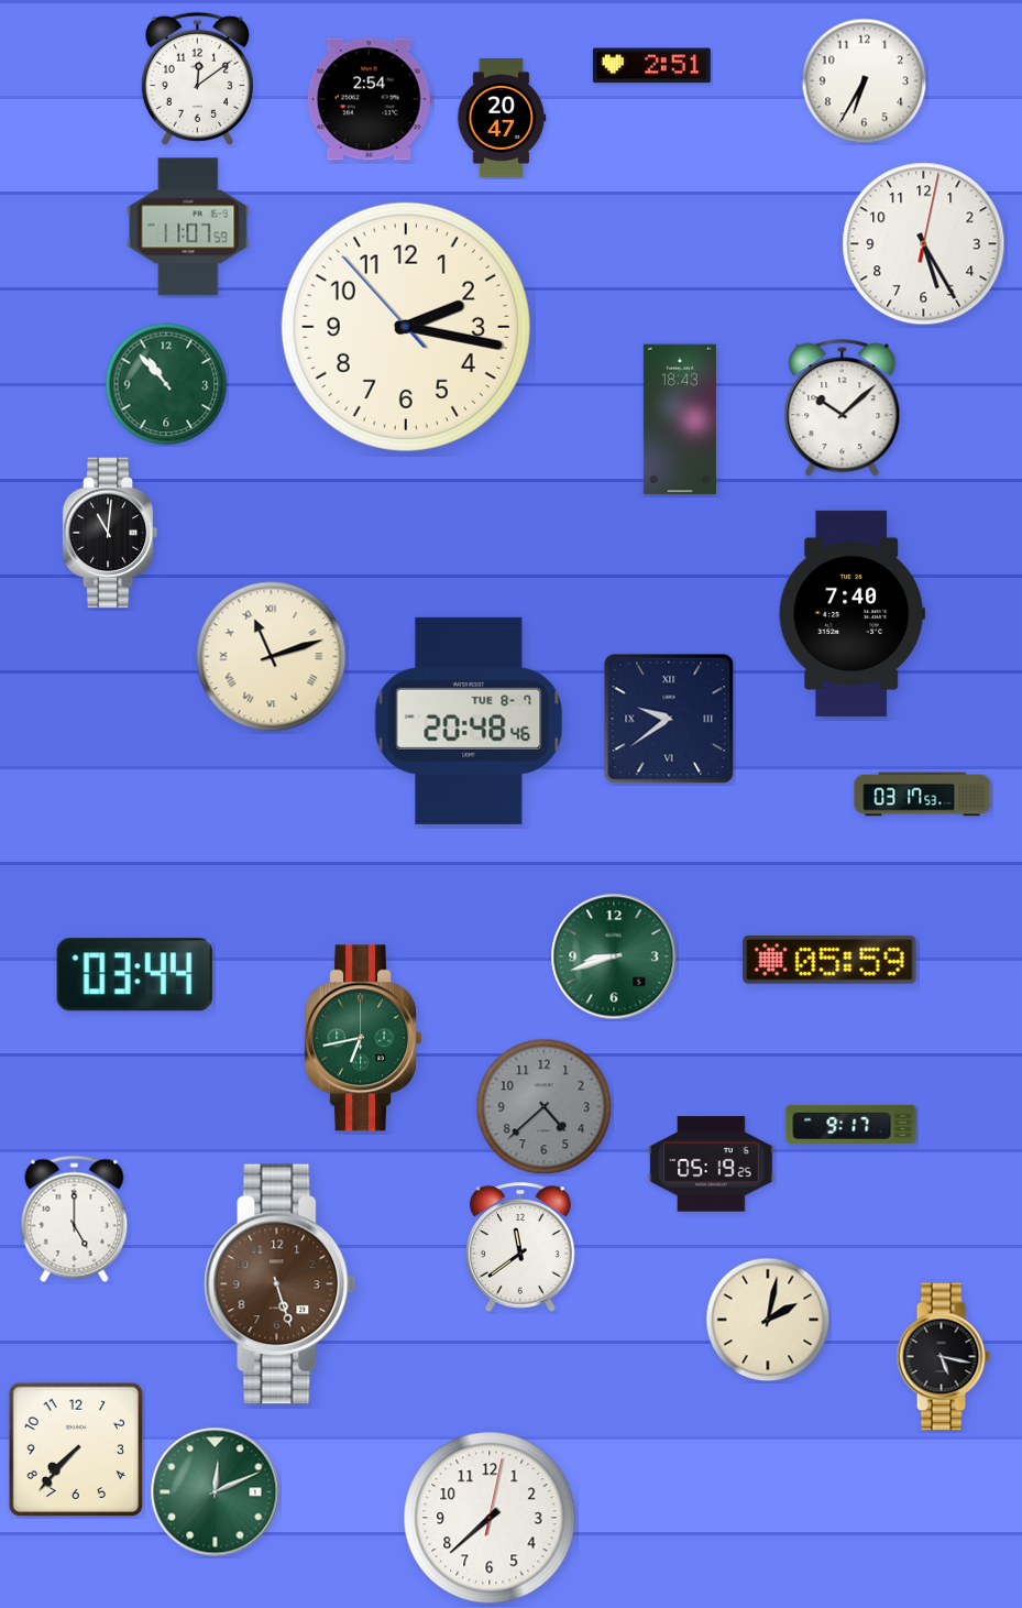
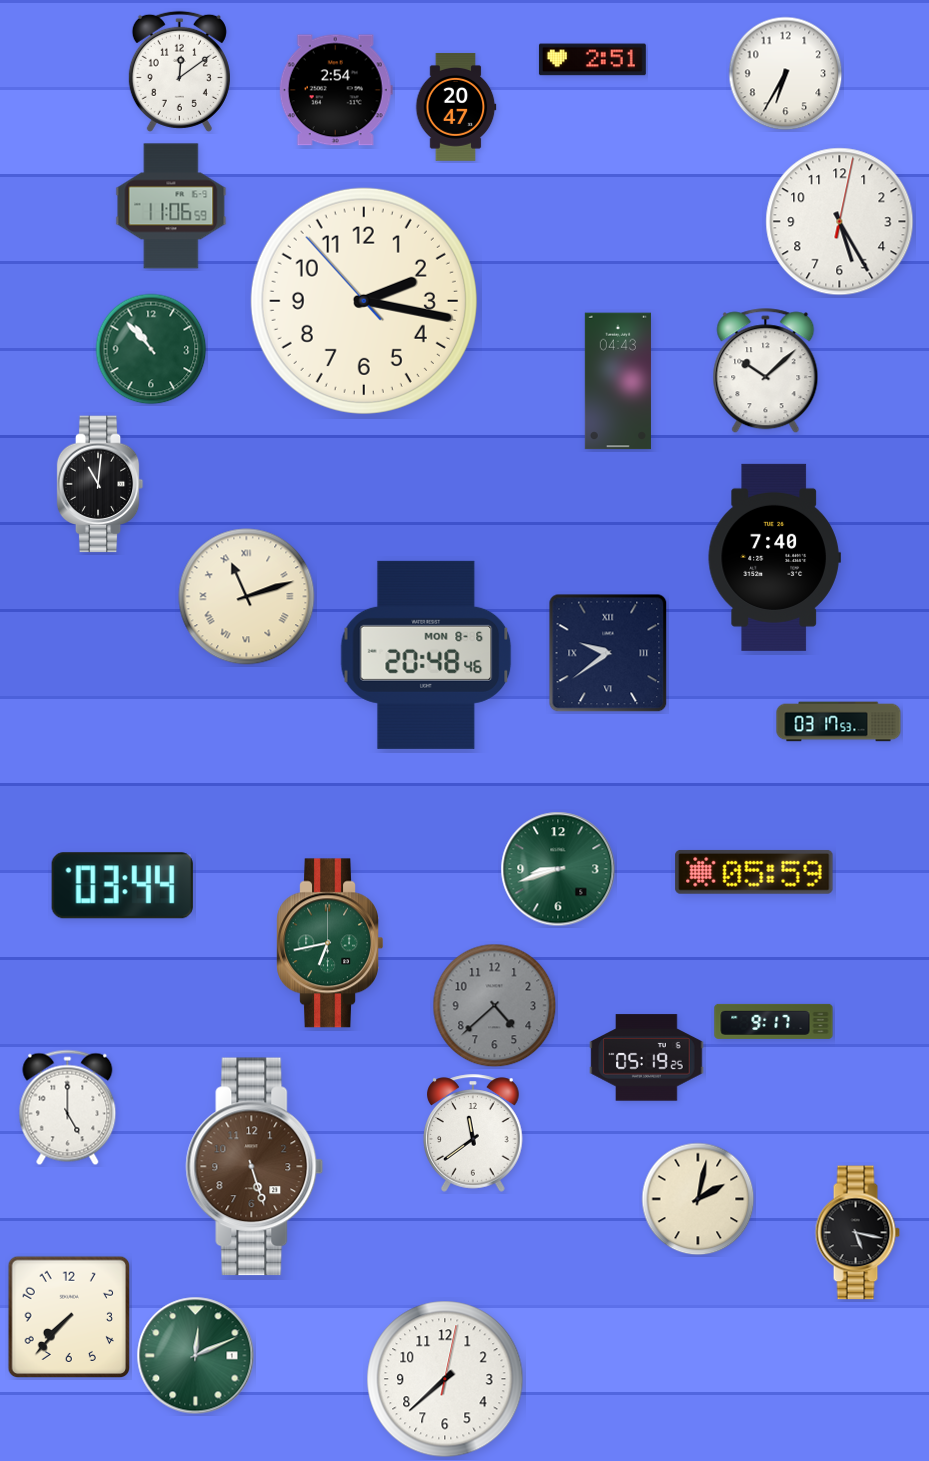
clock at (188, 227): 11:07 -> 11:06
clock at (406, 327) position: (406, 327) -> (364, 301)
clock at (680, 419): 18:43 -> 04:43
clock at (469, 721) date: TUE 8-7 -> MON 8-6
